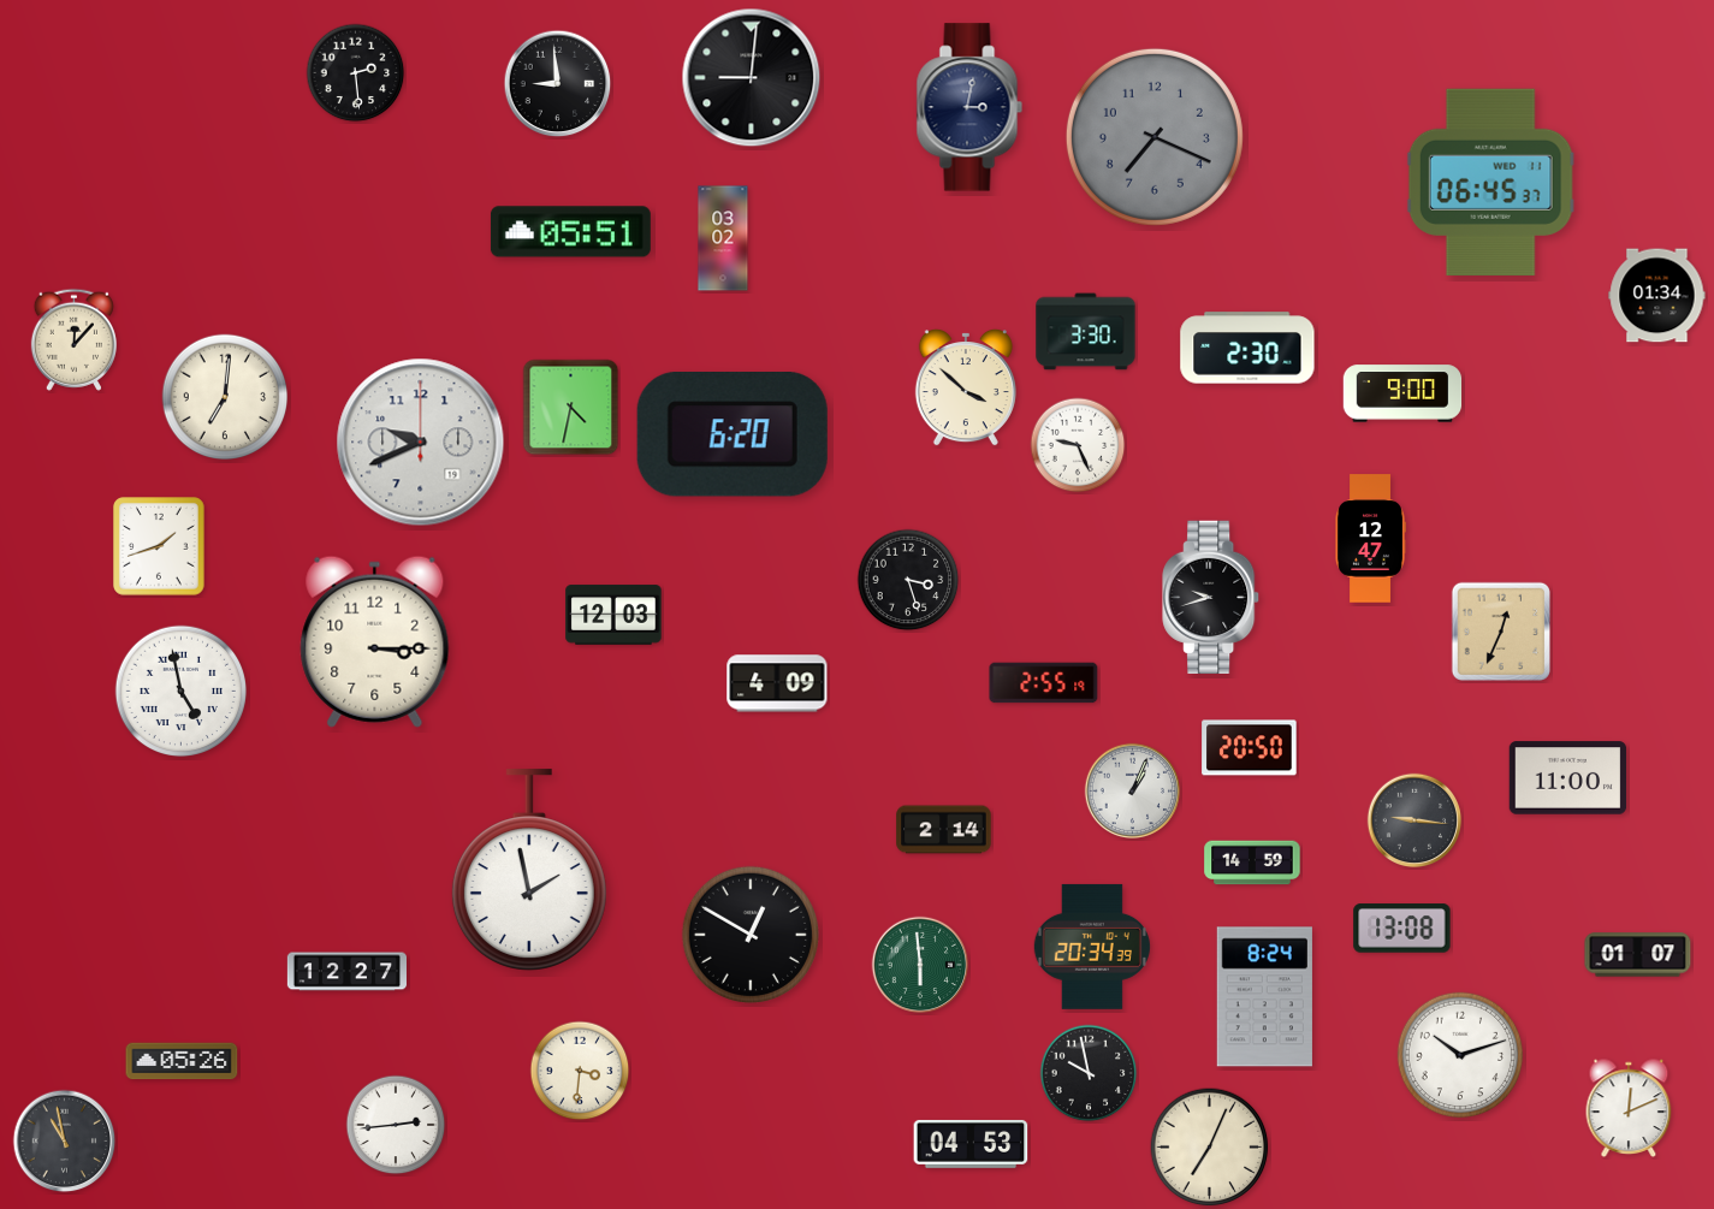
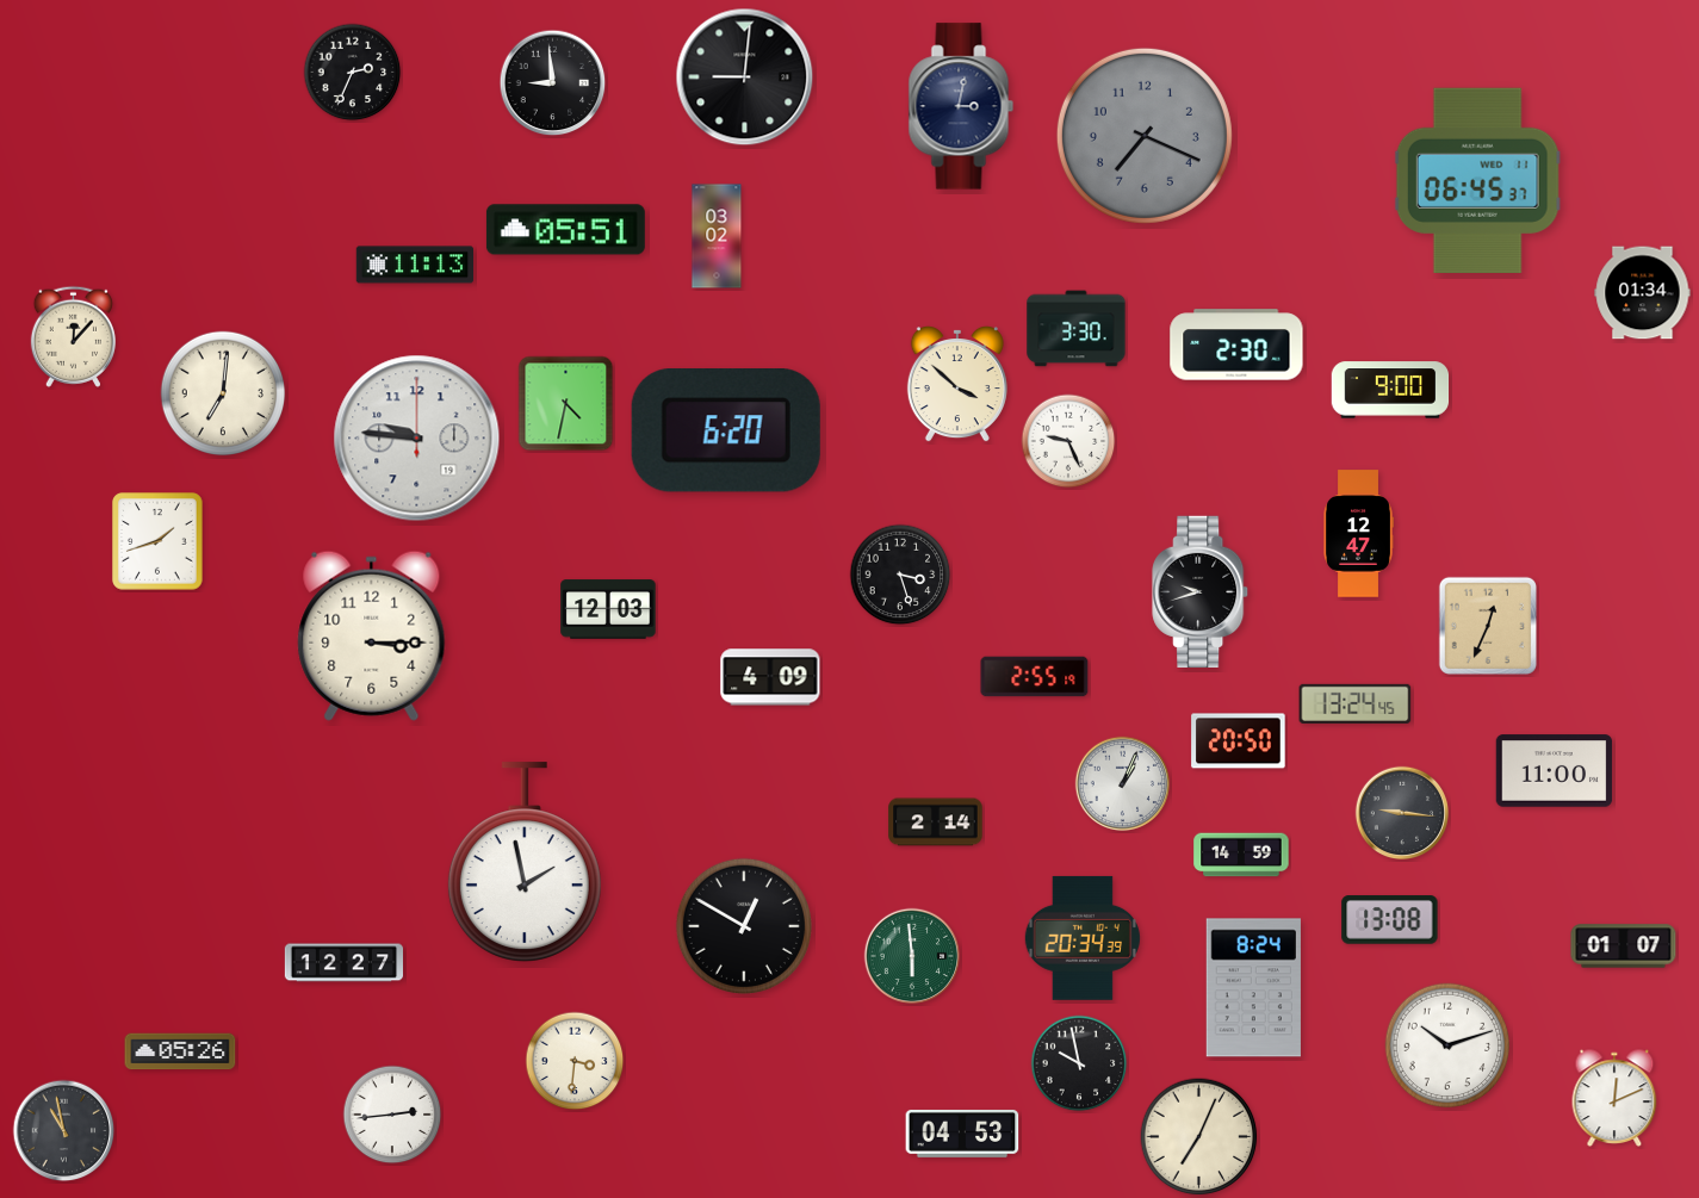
clock at (356, 73): 2:29 -> 2:34
clock at (415, 265): none -> 11:13
clock at (421, 443): 9:41 -> 9:46
clock at (182, 692): 4:58 -> none
clock at (1356, 703): none -> 13:24
